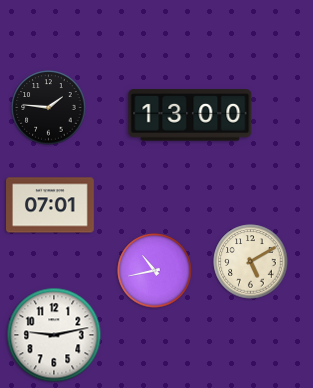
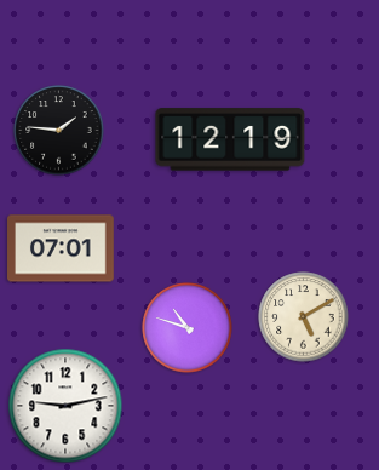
clock at (190, 115): 13:00 -> 12:19
clock at (155, 271): 10:43 -> 10:48
